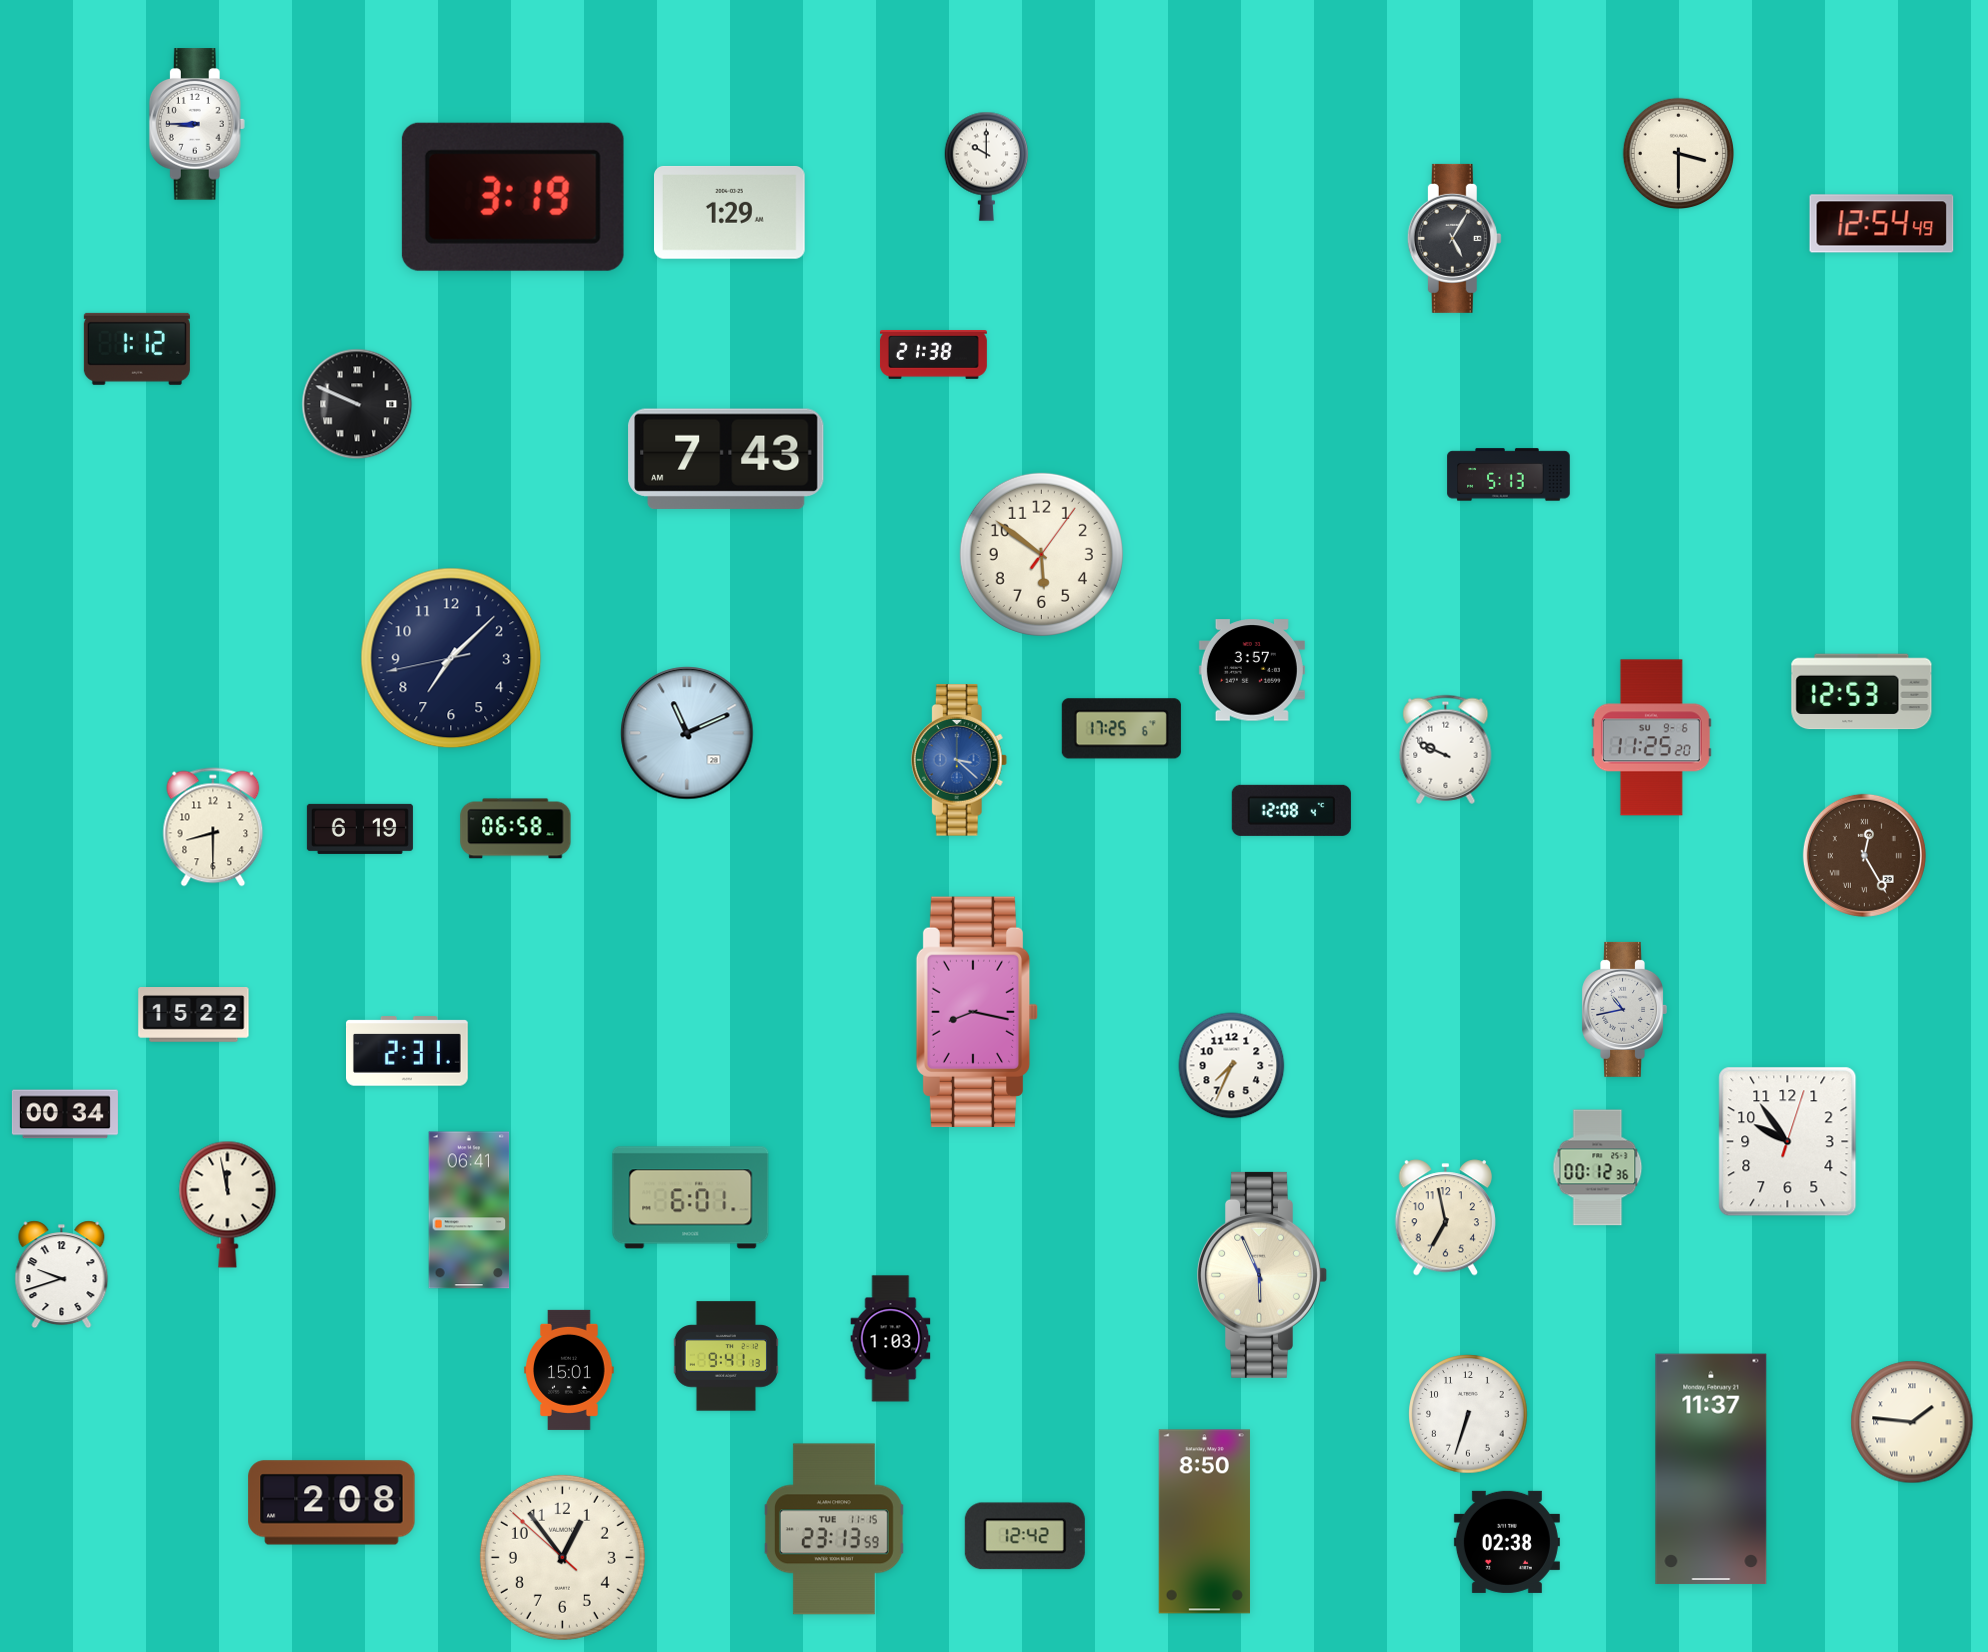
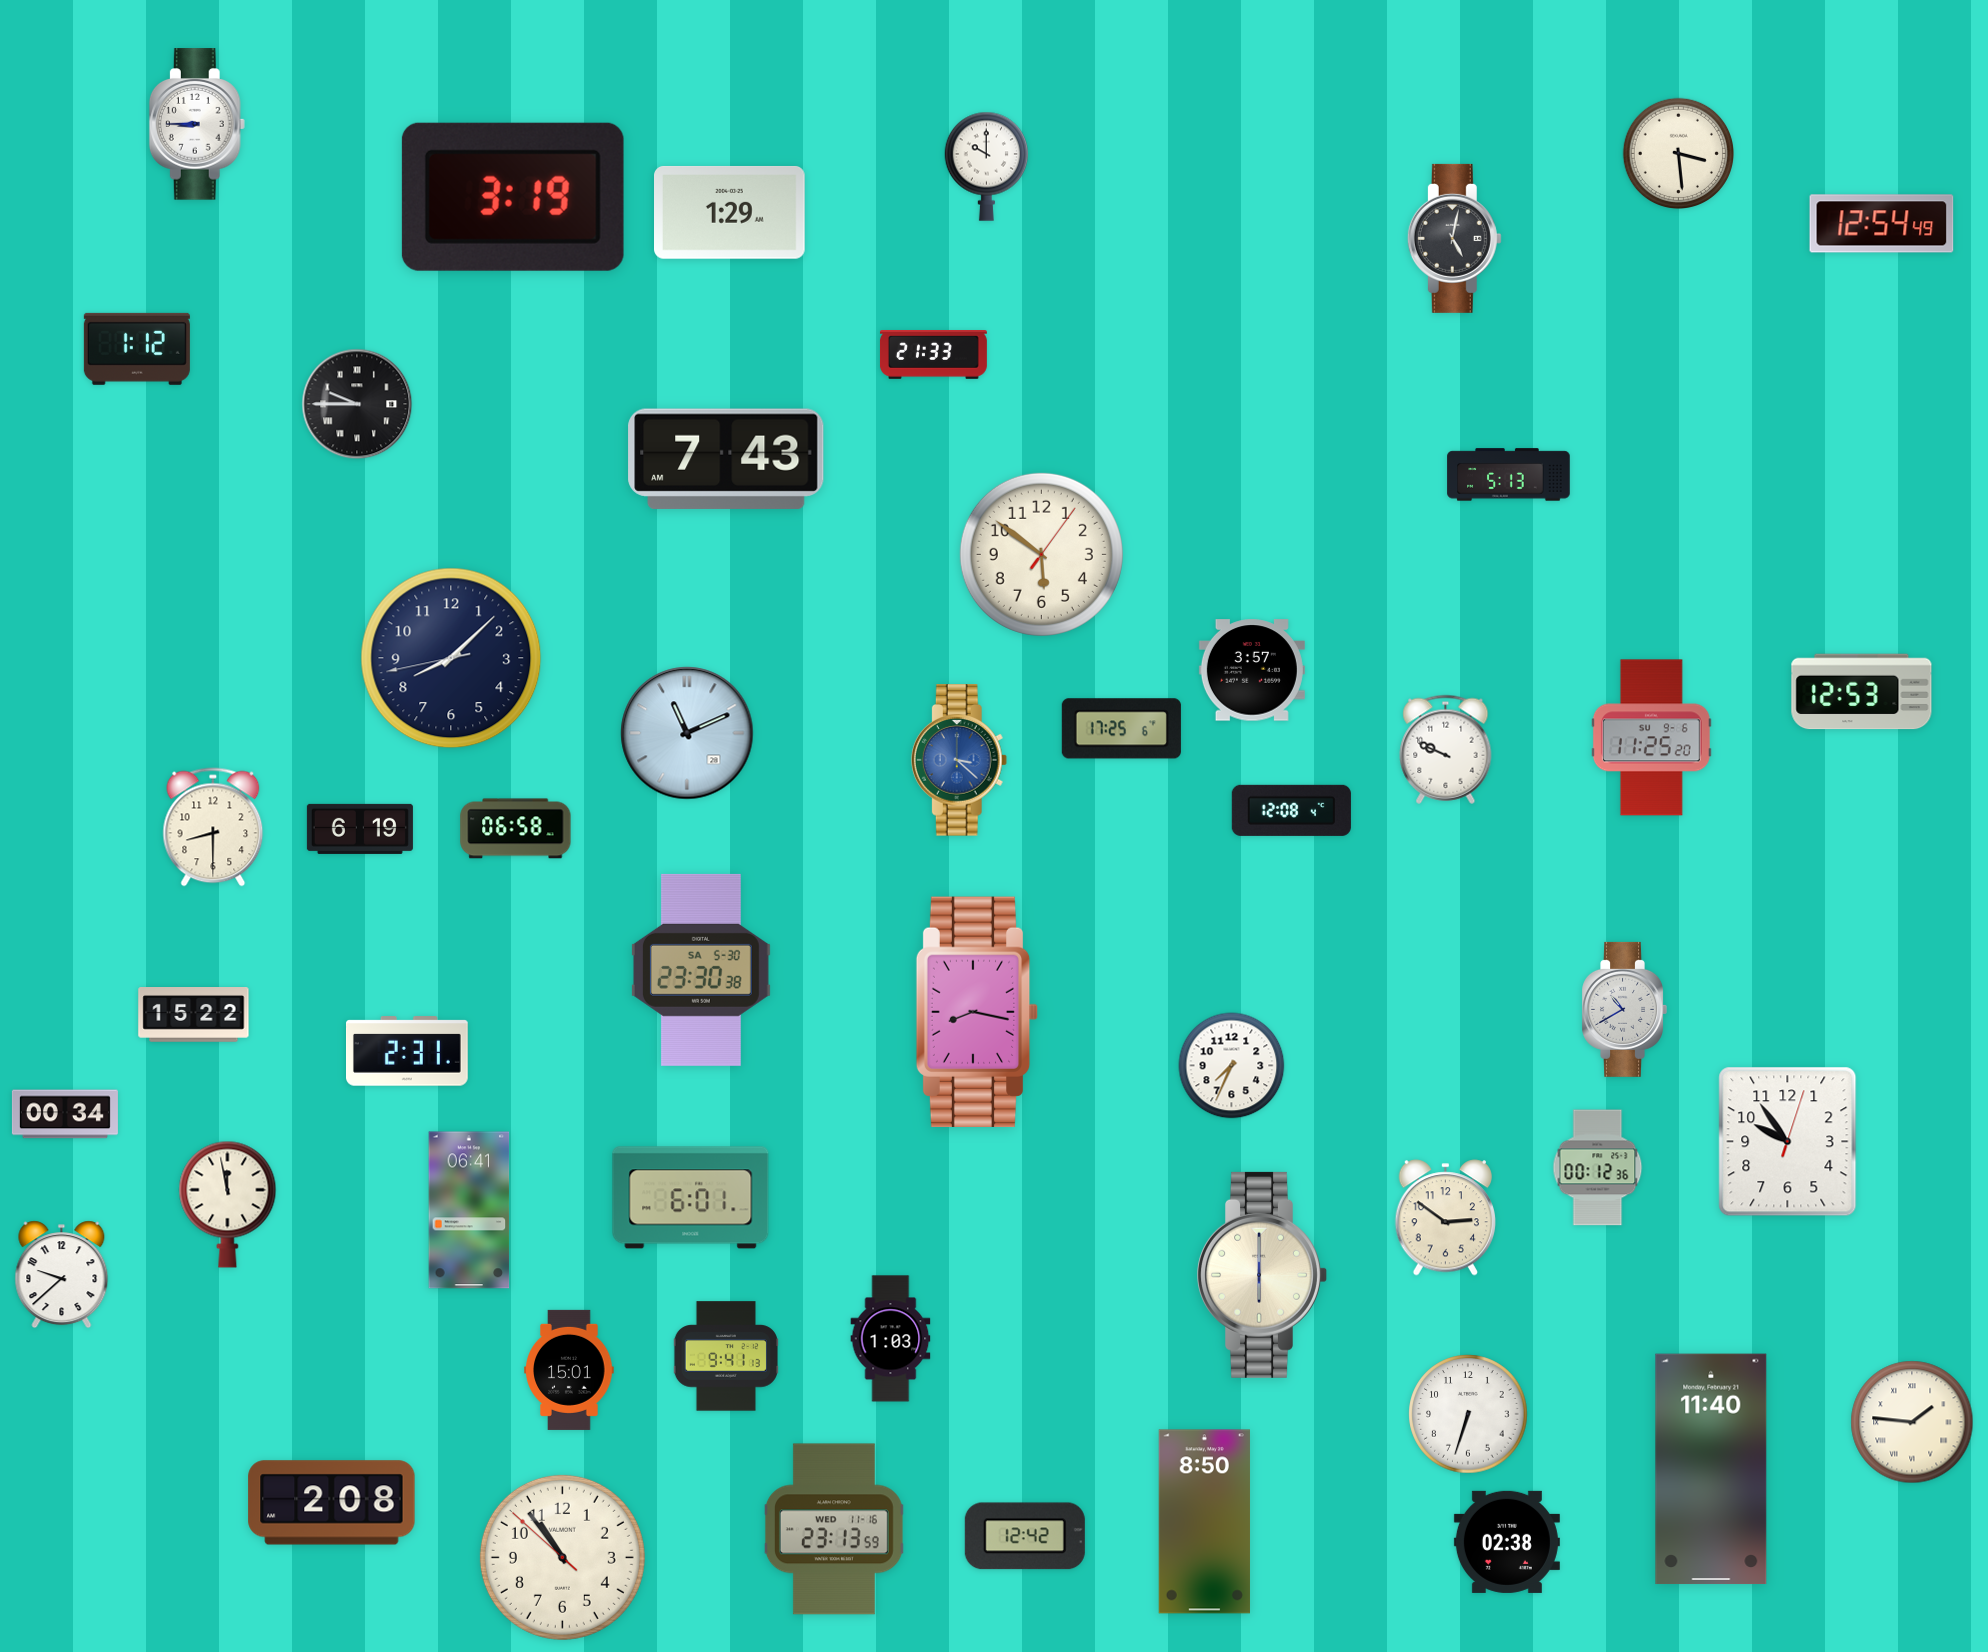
clock at (1678, 153): 3:30 -> 3:29
clock at (1454, 238): 5:05 -> 5:02
clock at (933, 355): 21:38 -> 21:33
clock at (357, 404): 9:49 -> 9:45
clock at (451, 658): 7:07 -> 8:07
clock at (1864, 855): 12:25 -> none
clock at (701, 970): none -> 23:30
clock at (1624, 1009): 10:43 -> 10:40
clock at (1445, 1218): 6:58 -> 2:51
clock at (62, 1275): 9:42 -> 9:38
clock at (1262, 1275): 5:56 -> 6:00
clock at (1711, 1469): 11:37 -> 11:40
clock at (834, 1529) date: TUE 11-15 -> WED 11-16
clock at (562, 1557): 12:53 -> 10:53
